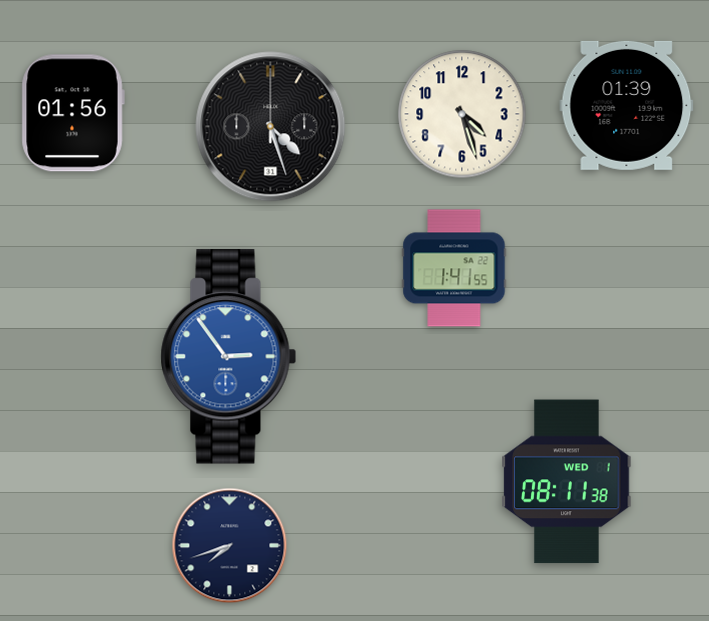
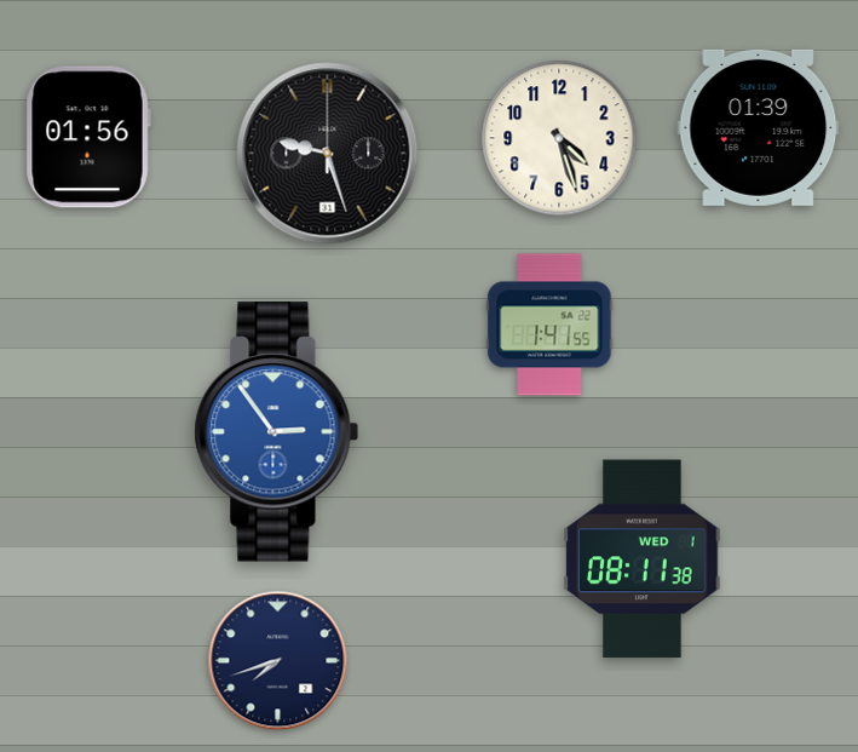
clock at (271, 127): 4:27 -> 9:27
clock at (567, 482) position: (567, 482) -> (643, 559)
